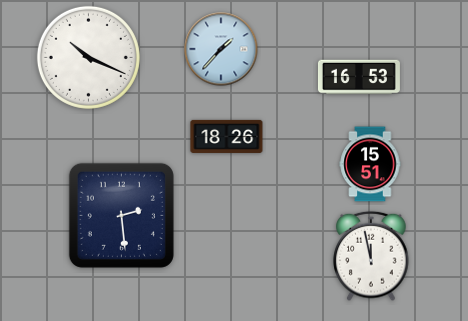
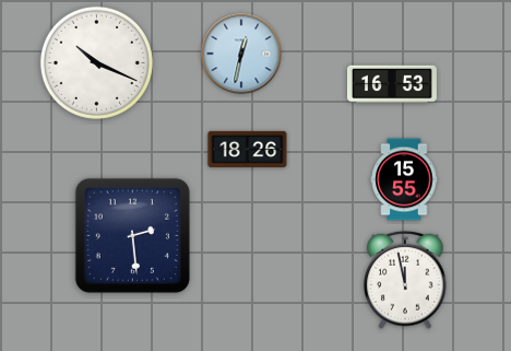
clock at (221, 49): 1:37 -> 12:32
clock at (370, 164): 15:51 -> 15:55
